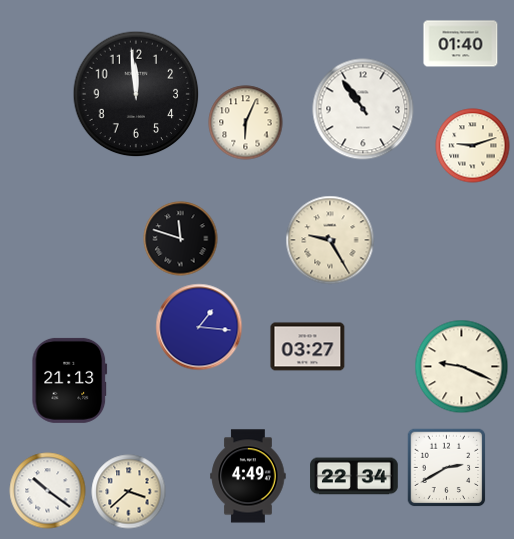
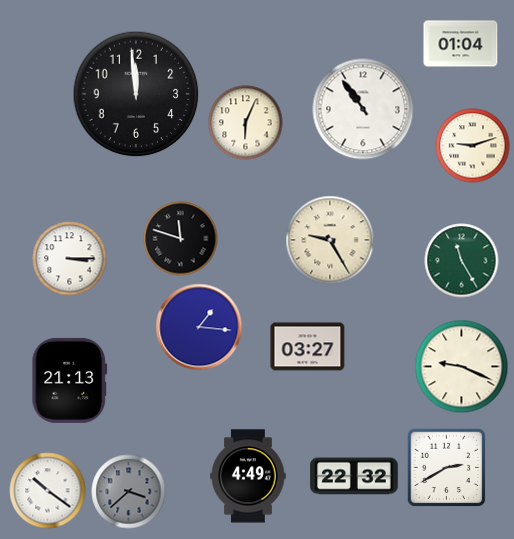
clock at (461, 44): 01:40 -> 01:04
clock at (70, 259): none -> 3:15
clock at (462, 261): none -> 11:25
clock at (354, 476): 22:34 -> 22:32
clock at (129, 492) dial: cream -> grey
